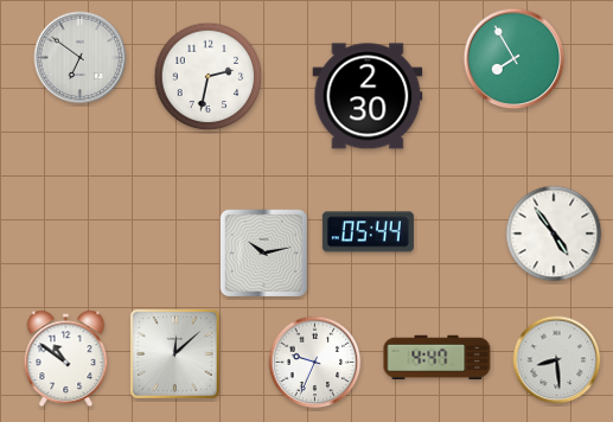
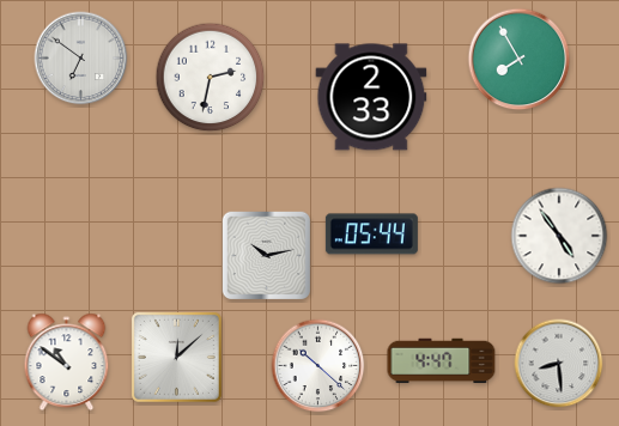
clock at (368, 96): 2:30 -> 2:33
clock at (557, 360) position: (557, 360) -> (559, 364)
clock at (315, 363): 9:34 -> 10:22
